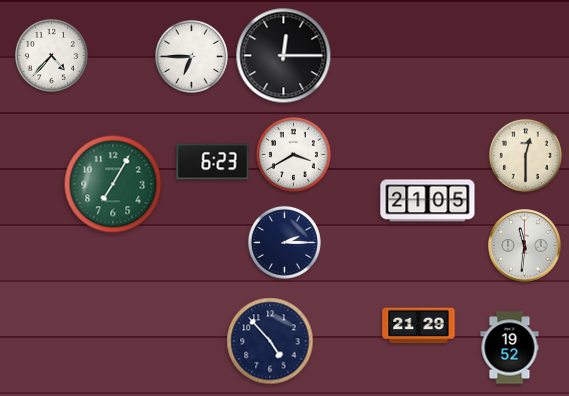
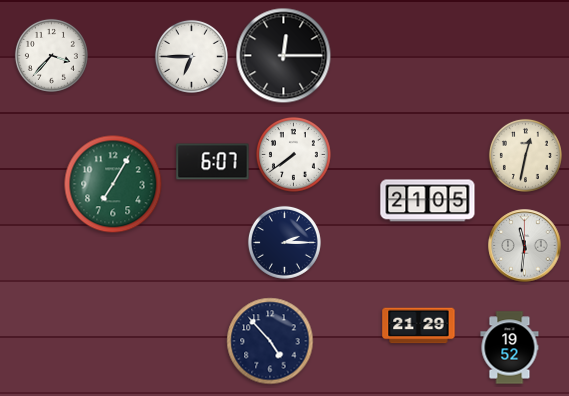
clock at (51, 55): 4:37 -> 3:37
clock at (293, 154): 3:40 -> 7:39
clock at (525, 155): 12:30 -> 12:32
clock at (213, 162): 6:23 -> 6:07
